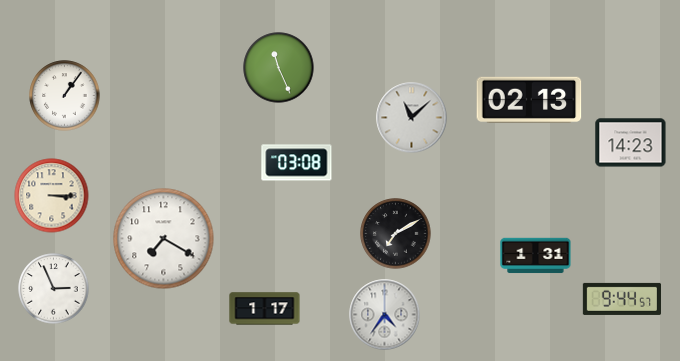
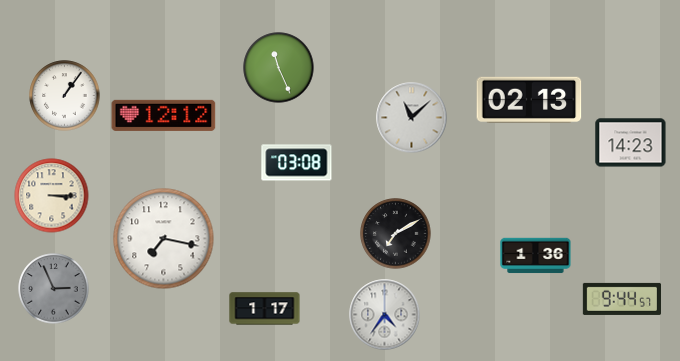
clock at (164, 115): none -> 12:12
clock at (164, 239): 7:20 -> 7:17
clock at (536, 256): 1:31 -> 1:36
clock at (54, 289) dial: white -> grey
